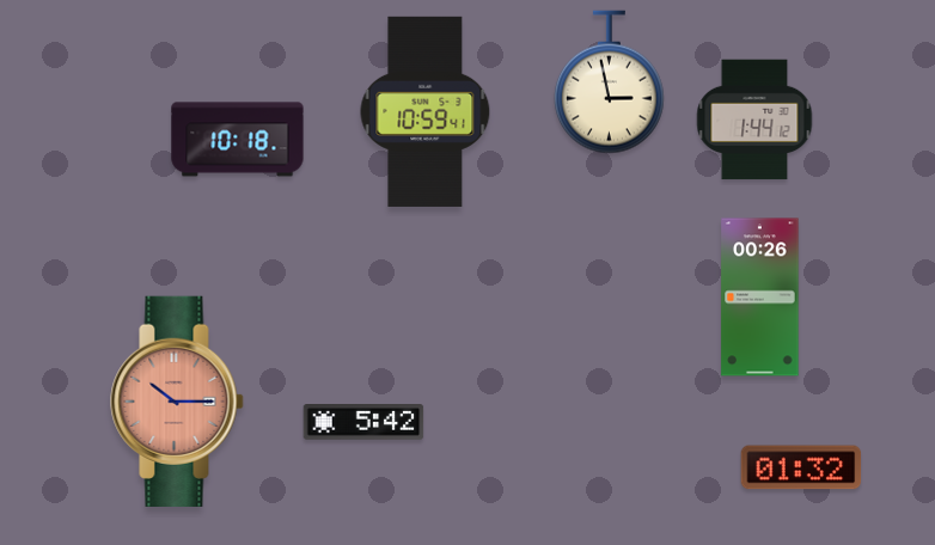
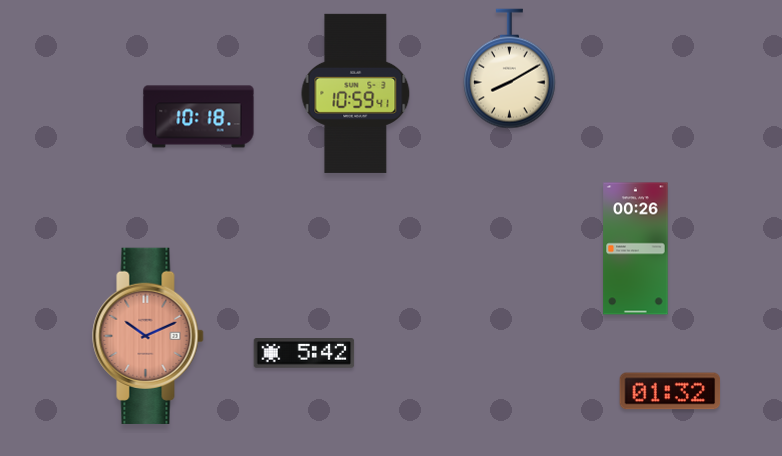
clock at (609, 82): 2:58 -> 8:10
clock at (754, 120): 1:44 -> none
clock at (177, 402): 10:15 -> 10:11
